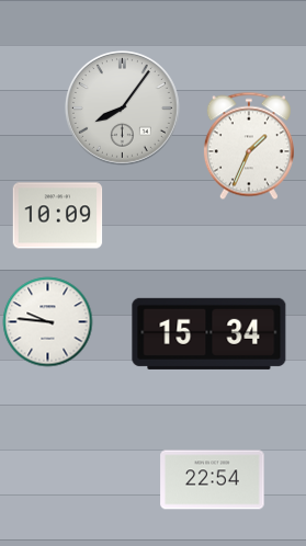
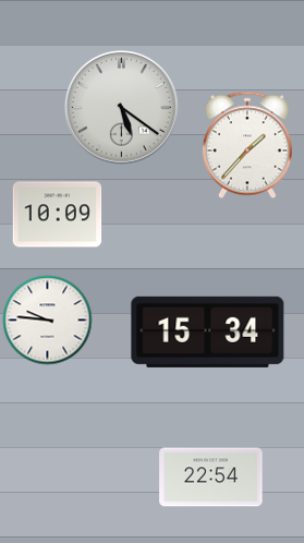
clock at (122, 107): 8:06 -> 5:21
clock at (249, 146): 1:34 -> 1:37
